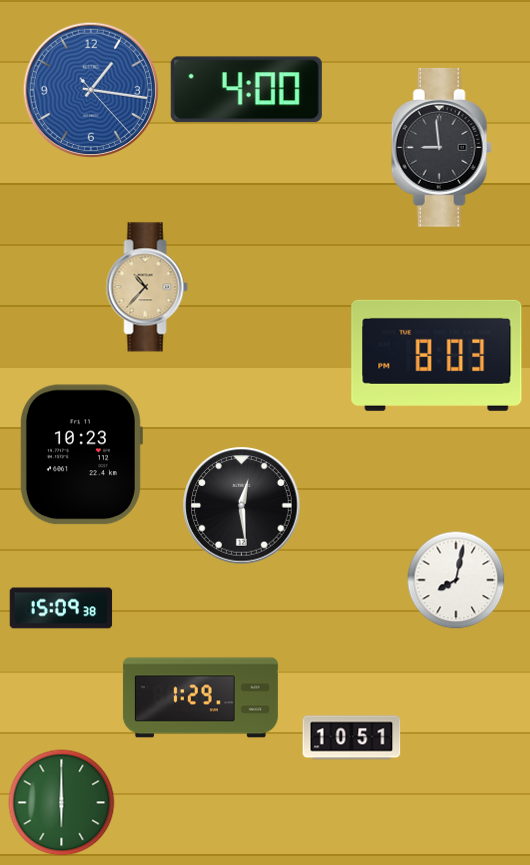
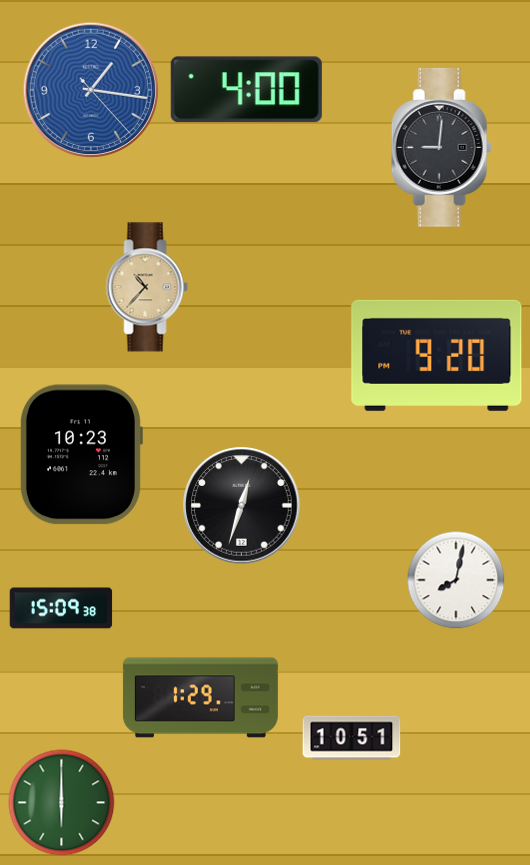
clock at (441, 147): 8:59 -> 9:01
clock at (437, 355): 8:03 -> 9:20
clock at (242, 506): 12:29 -> 12:33
